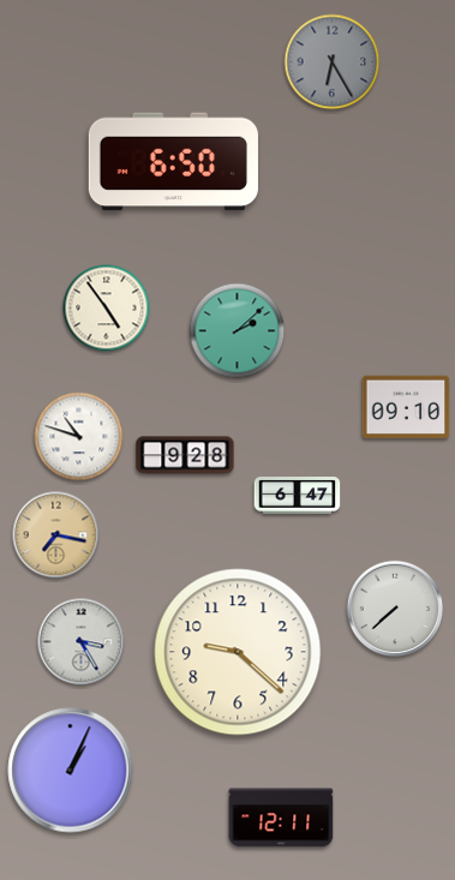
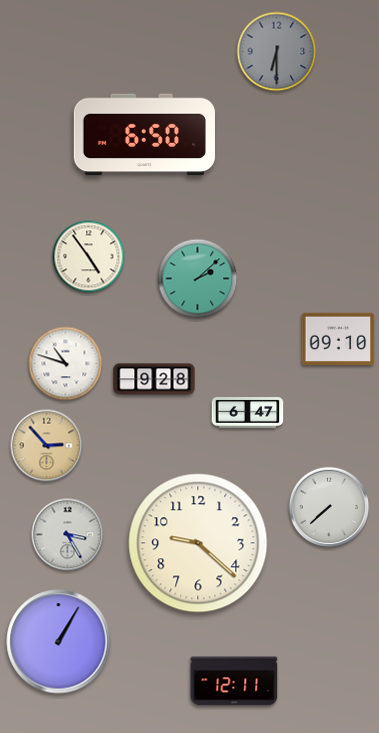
clock at (333, 62): 6:25 -> 6:30
clock at (238, 331) position: (238, 331) -> (198, 279)
clock at (56, 535): 7:17 -> 2:53
clock at (71, 771): 1:04 -> 1:05
